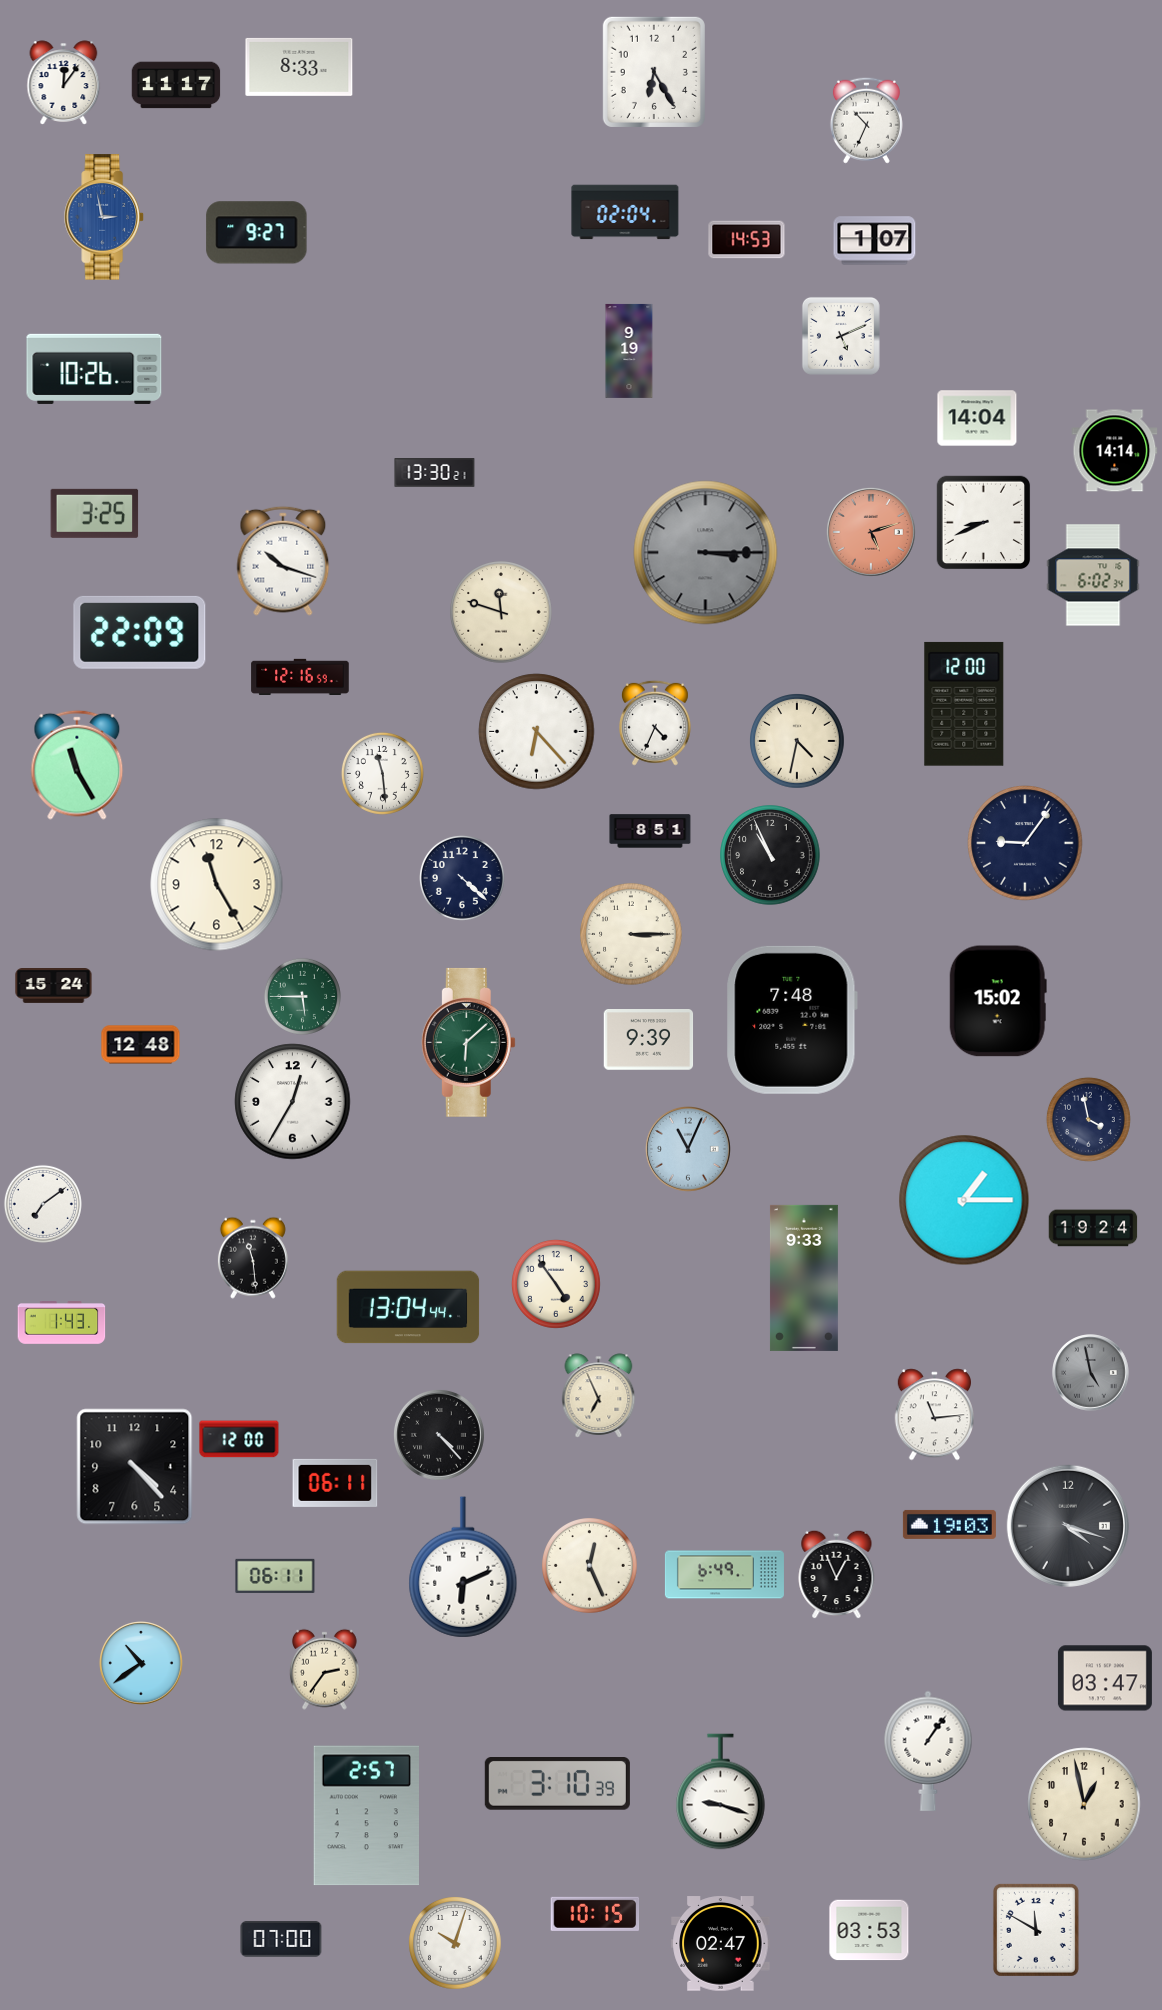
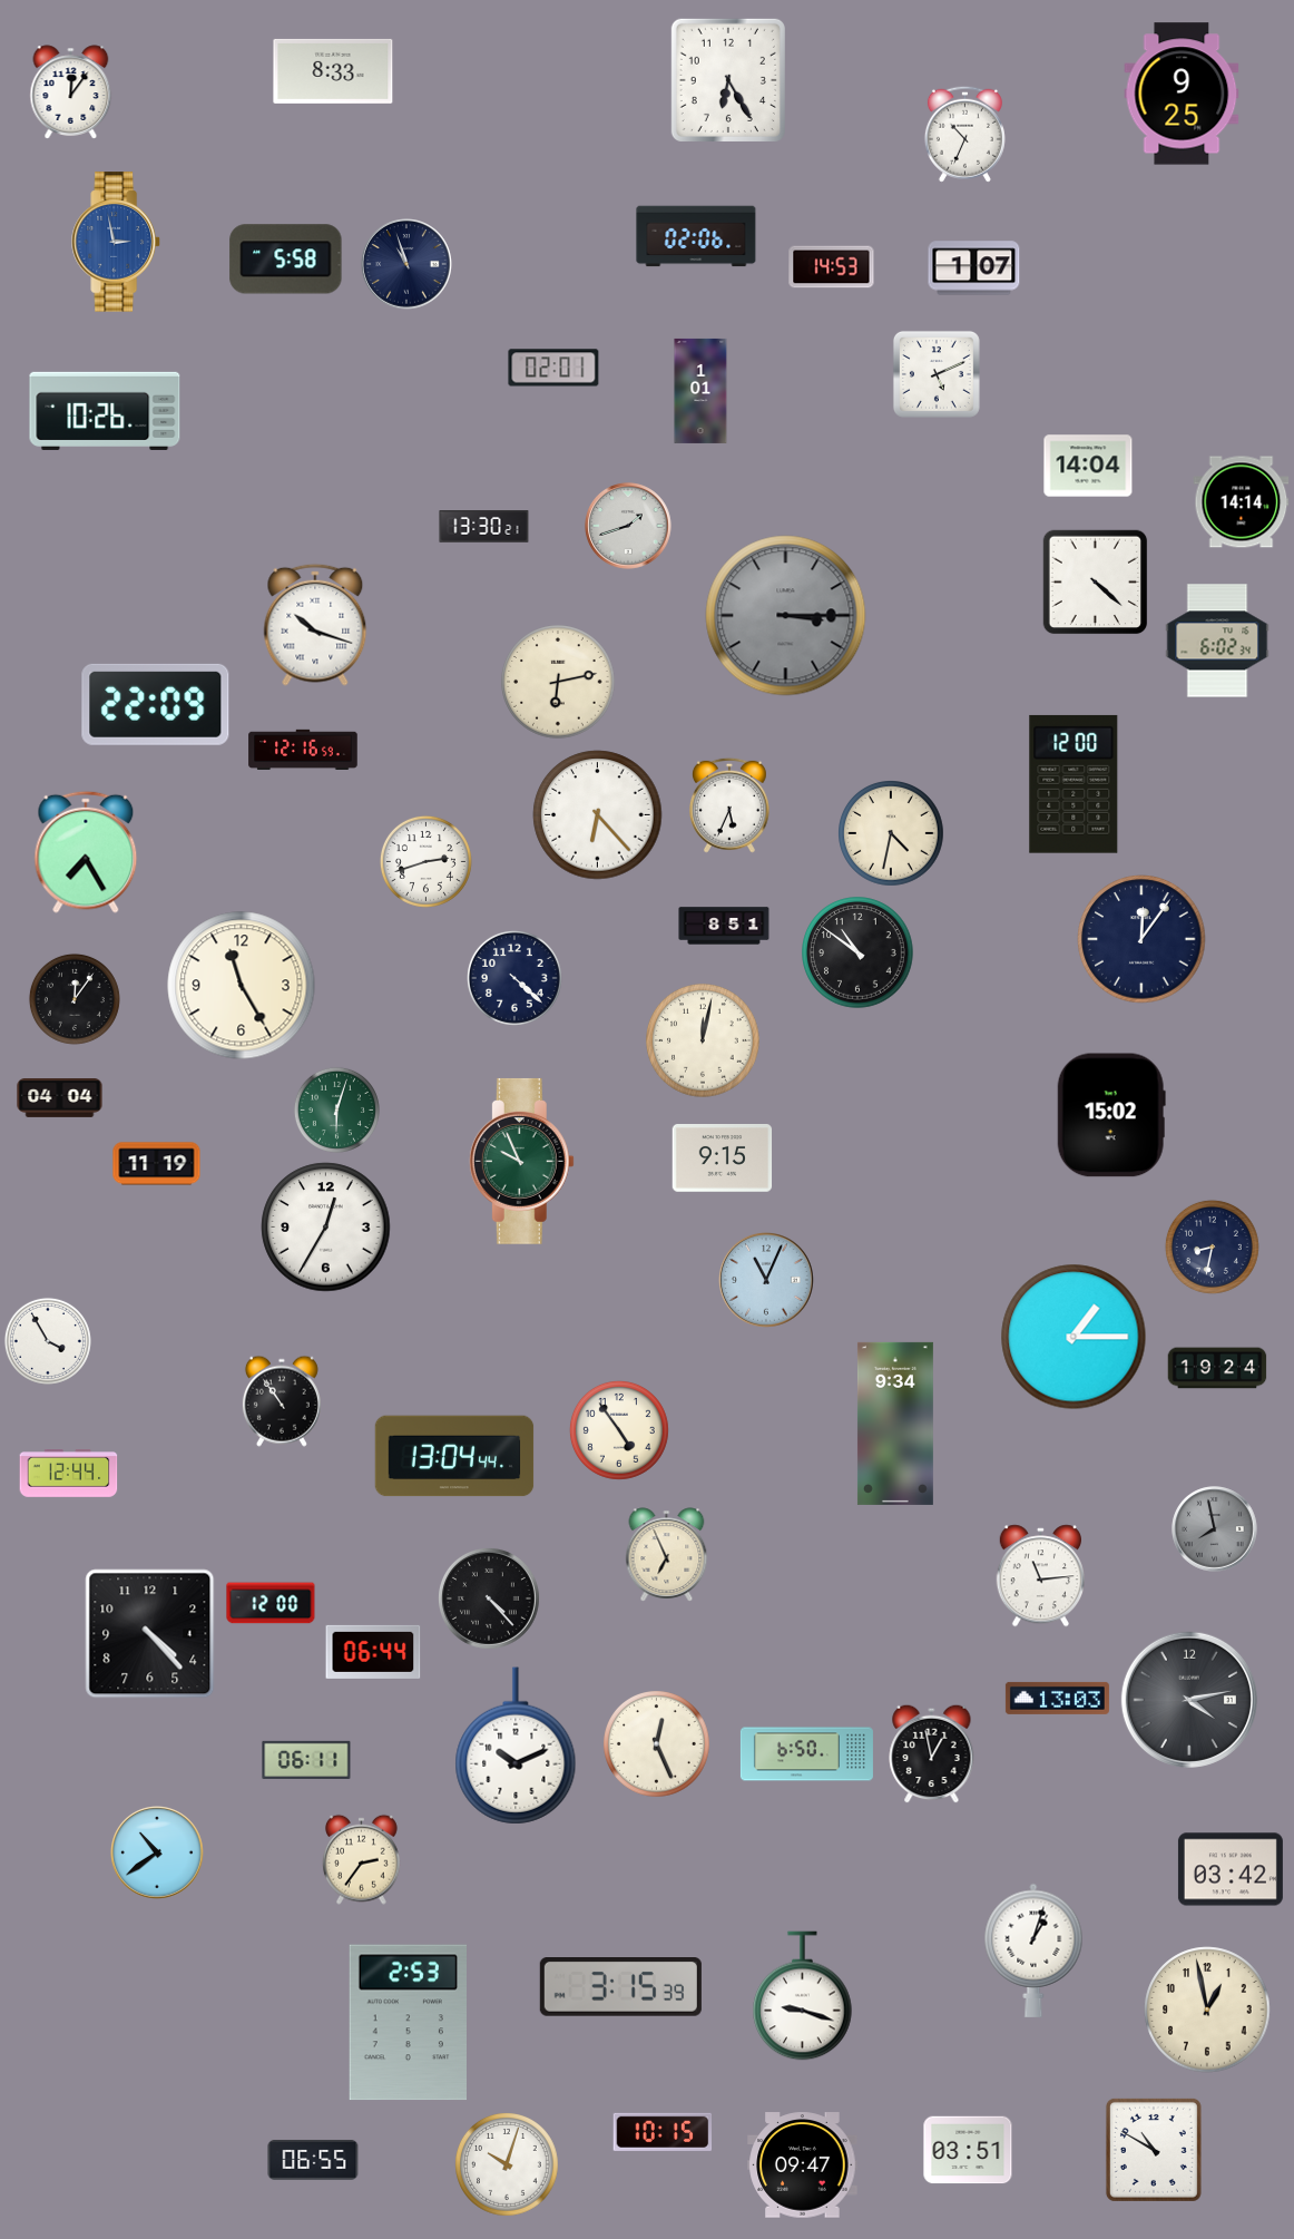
clock at (299, 67) position: (299, 67) -> (333, 71)
clock at (1182, 94): none -> 9:25
clock at (176, 85): 11:17 -> none
clock at (625, 212): 02:04 -> 02:06
clock at (257, 233): 9:27 -> 5:58
clock at (406, 264): none -> 10:57
clock at (553, 368): none -> 02:01
clock at (629, 351): 9:19 -> 1:01
clock at (628, 526): none -> 1:42
clock at (95, 513): 3:25 -> none
clock at (984, 523): 8:41 -> 4:22
clock at (871, 532): 5:12 -> none
clock at (501, 612): 11:48 -> 6:13
clock at (300, 676) position: (300, 676) -> (303, 749)
clock at (655, 723): 4:34 -> 5:34
clock at (798, 742) position: (798, 742) -> (892, 834)
clock at (77, 765): 11:25 -> 7:25
clock at (382, 773): 11:29 -> 2:42
clock at (1025, 843): 9:06 -> 12:06
clock at (770, 855): 10:56 -> 10:51
clock at (75, 999): none -> 12:06
clock at (631, 934): 3:15 -> 12:02
clock at (54, 986): 15:24 -> 04:04
clock at (302, 996): 5:45 -> 6:03
clock at (792, 1020): 7:48 -> none
clock at (649, 1040): 9:39 -> 9:15
clock at (468, 1042): 6:08 -> 9:56
clock at (141, 1045): 12:48 -> 11:19
clock at (1088, 1119): 3:58 -> 8:32
clock at (43, 1204): 7:09 -> 3:55
clock at (253, 1258): 11:29 -> 10:54
clock at (804, 1278): 9:33 -> 9:34
clock at (62, 1323): 1:43 -> 12:44
clock at (1091, 1373): 4:58 -> 7:58
clock at (239, 1439) position: (239, 1439) -> (271, 1603)
clock at (335, 1483): 06:11 -> 06:44
clock at (949, 1524): 19:03 -> 13:03
clock at (1068, 1526): 4:18 -> 4:13
clock at (463, 1567): 6:11 -> 10:11
clock at (837, 1574): 12:56 -> 12:58
clock at (724, 1575): 6:49 -> 6:50
clock at (275, 1576) position: (275, 1576) -> (306, 1760)
clock at (1105, 1678): 03:47 -> 03:42
clock at (928, 1751): 1:06 -> 1:03
clock at (557, 1784): 3:10 -> 3:15
clock at (366, 1816): 2:57 -> 2:53
clock at (869, 1930): 03:53 -> 03:51
clock at (1036, 1930): 11:50 -> 10:50
clock at (281, 1939): 07:00 -> 06:55
clock at (721, 1944): 02:47 -> 09:47
